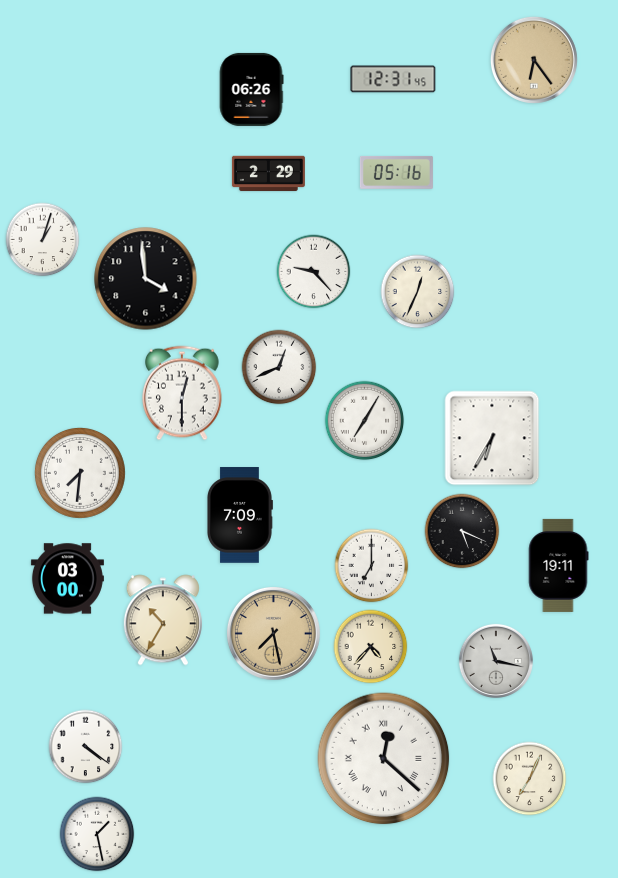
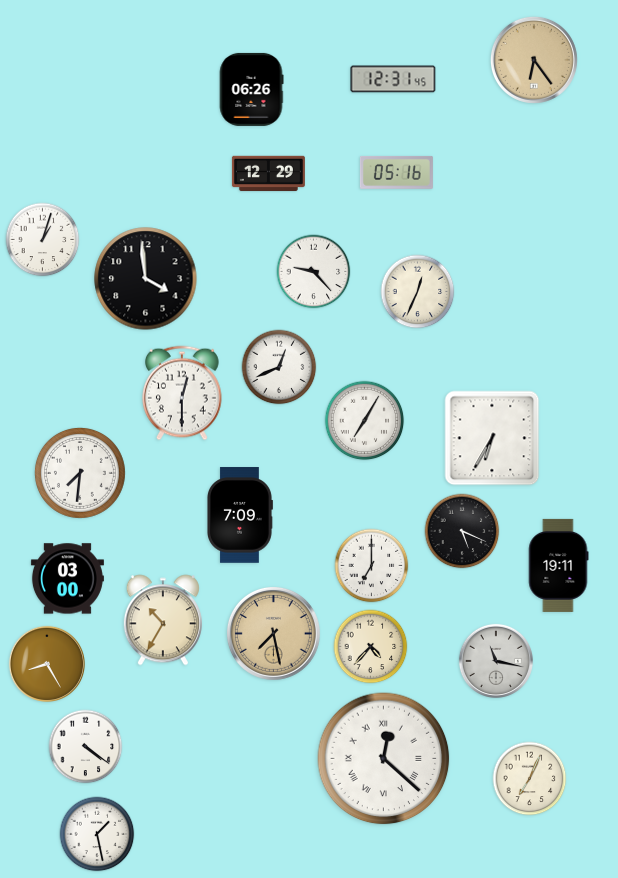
clock at (268, 174): 2:29 -> 12:29
clock at (47, 664): none -> 8:25
